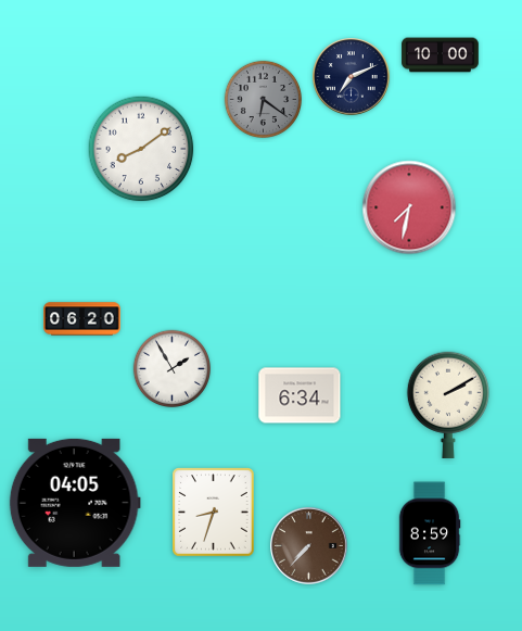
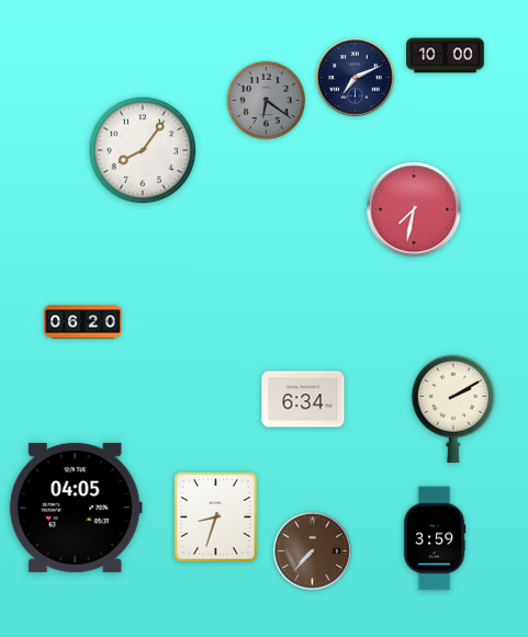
clock at (141, 149): 8:09 -> 8:06
clock at (171, 368): 1:55 -> none
clock at (430, 533): 8:59 -> 3:59
